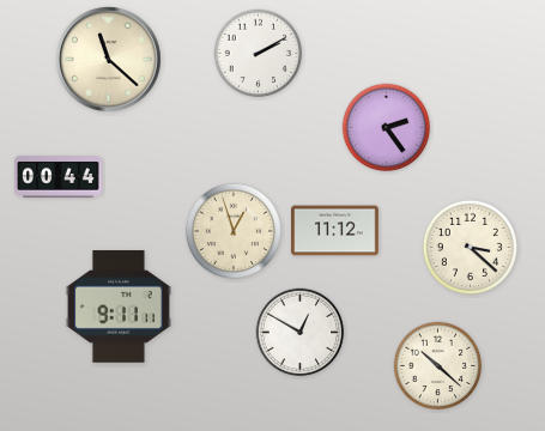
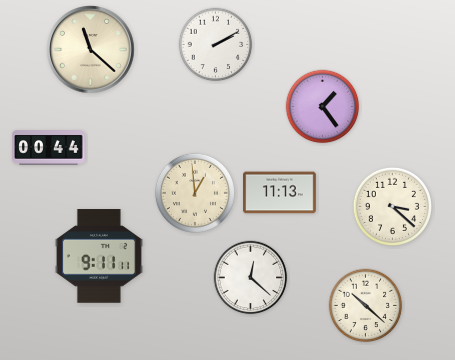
clock at (387, 128): 2:24 -> 1:24
clock at (234, 231): 12:57 -> 12:59
clock at (335, 231): 11:12 -> 11:13
clock at (301, 333): 12:50 -> 12:22
